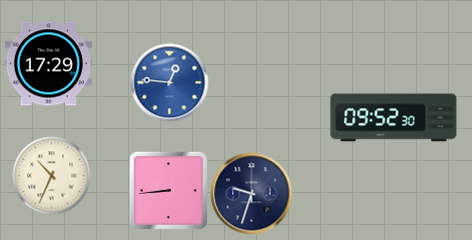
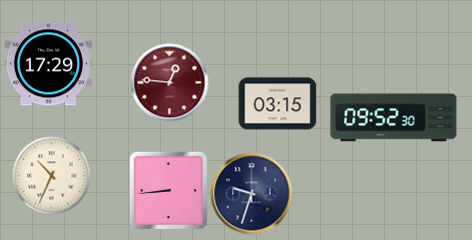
clock at (169, 82) dial: blue -> burgundy
clock at (277, 104): none -> 03:15
